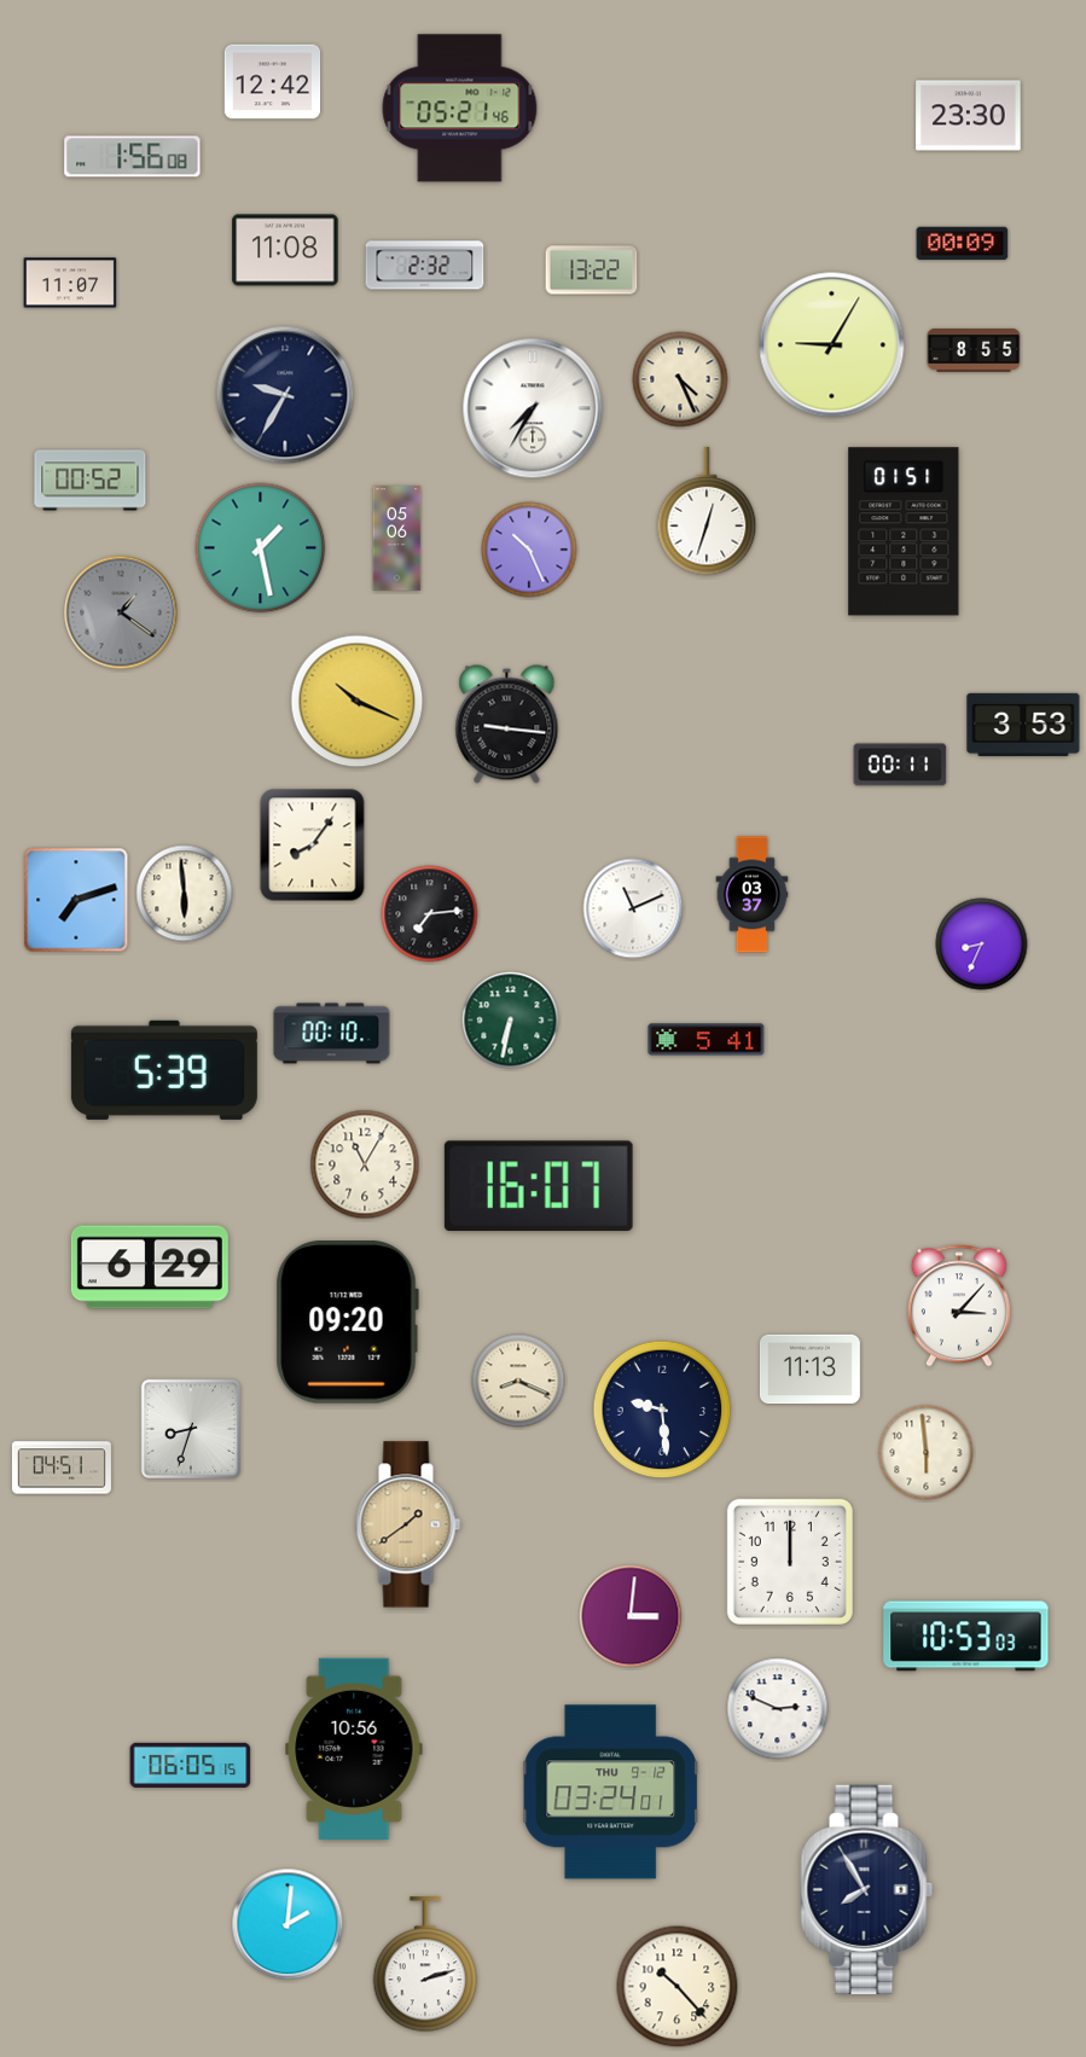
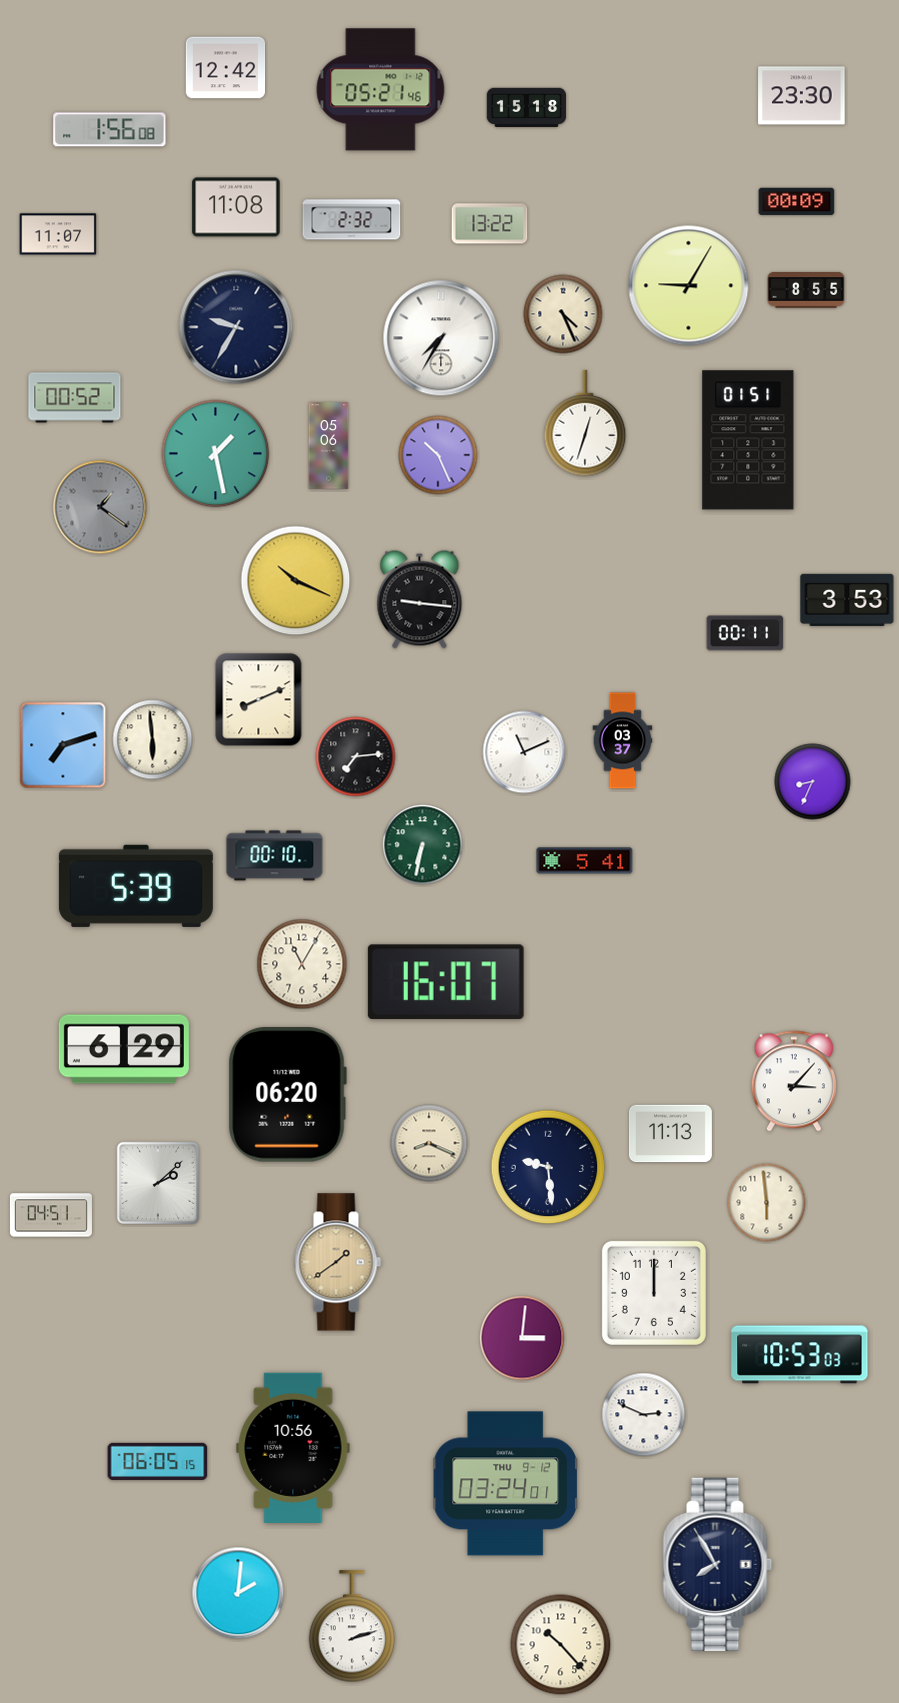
clock at (527, 107): none -> 15:18
clock at (313, 846): 8:06 -> 8:11
clock at (347, 1323): 09:20 -> 06:20
clock at (190, 1428): 8:33 -> 2:08
